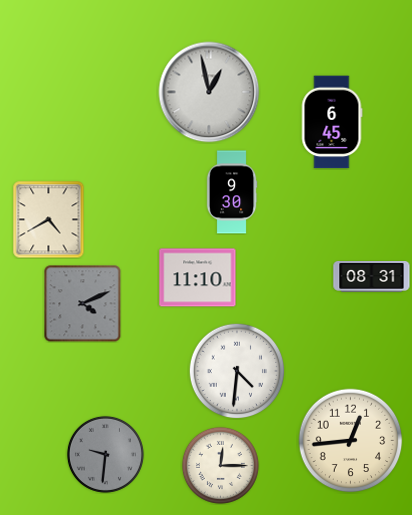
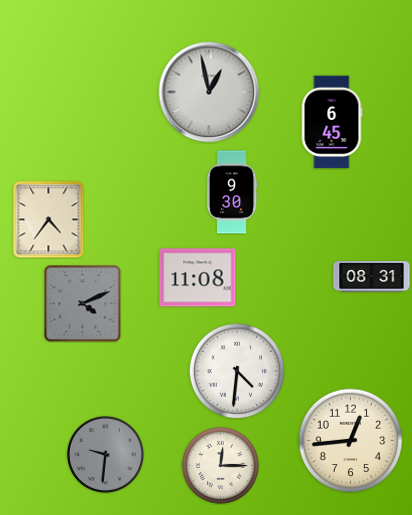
clock at (49, 219): 4:40 -> 4:36
clock at (198, 278): 11:10 -> 11:08
